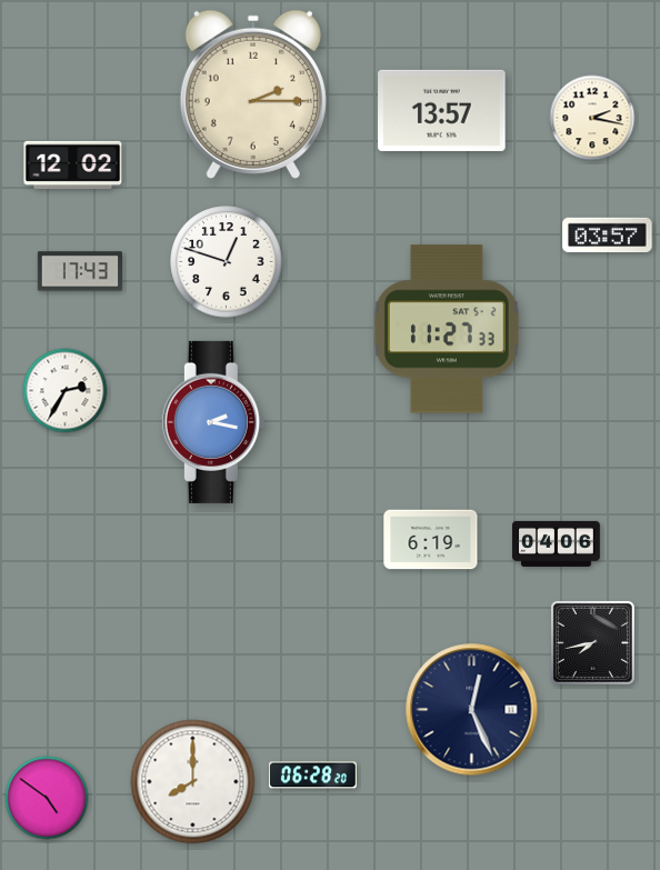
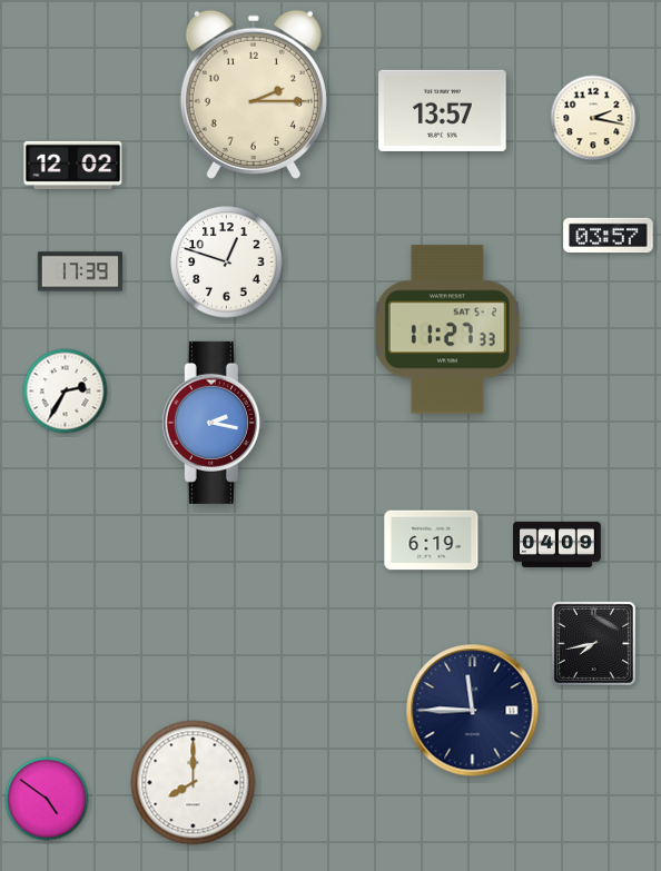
clock at (79, 271): 17:43 -> 17:39
clock at (557, 543): 04:06 -> 04:09
clock at (472, 710): 12:26 -> 11:45
clock at (313, 776): 06:28 -> none
